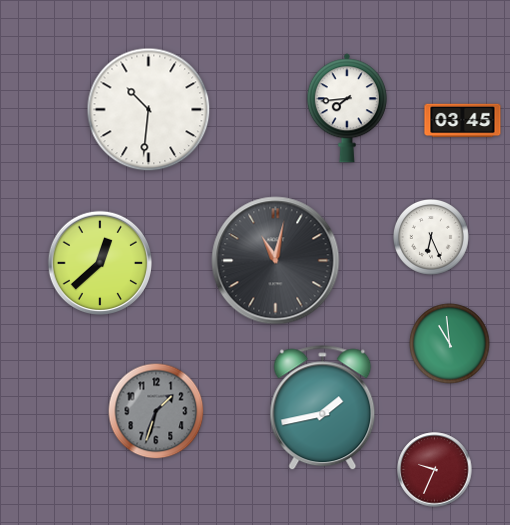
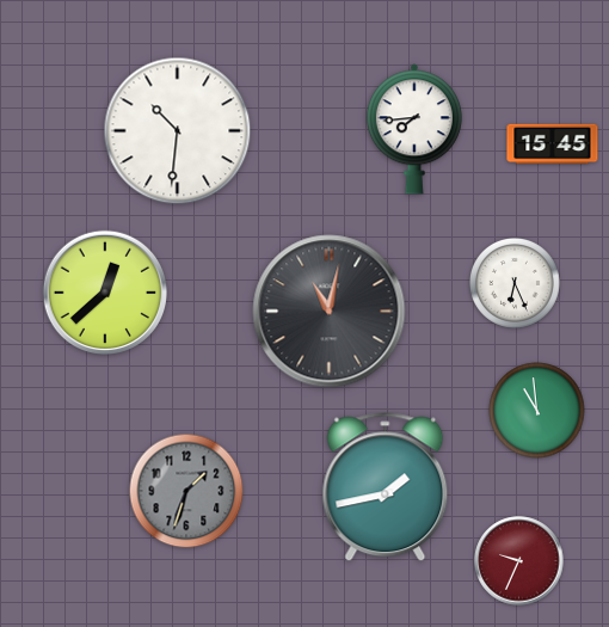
clock at (463, 121): 03:45 -> 15:45
clock at (99, 262) position: (99, 262) -> (104, 291)
